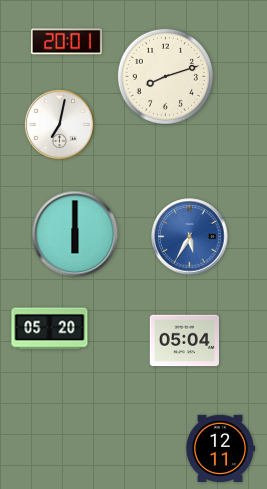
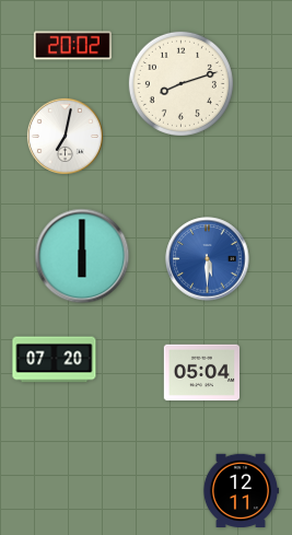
clock at (66, 42): 20:01 -> 20:02
clock at (190, 237): 5:35 -> 5:30
clock at (50, 329): 05:20 -> 07:20
